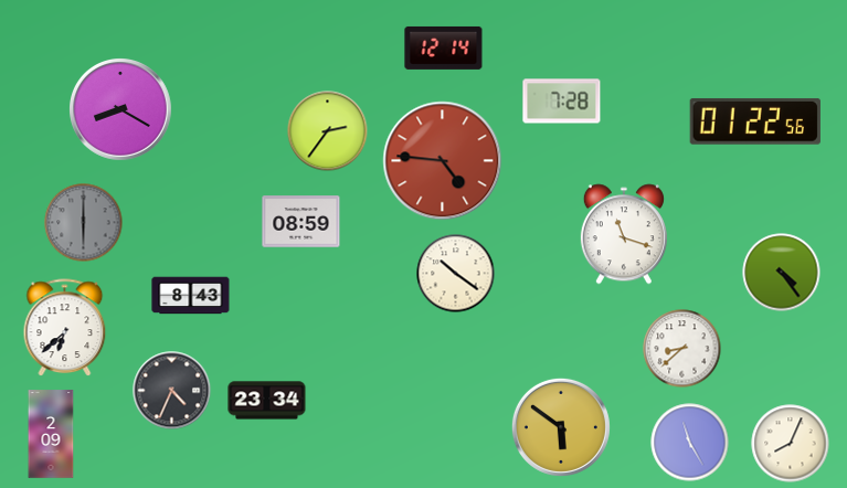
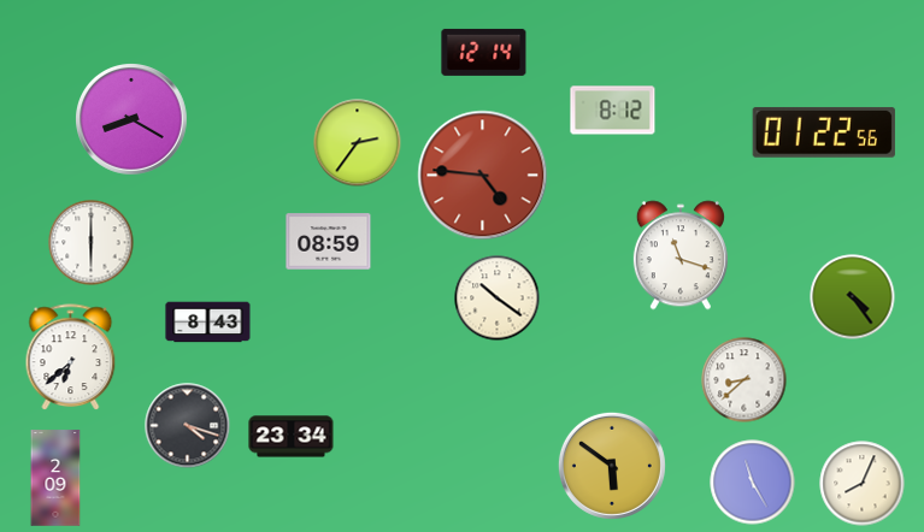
clock at (562, 102): 7:28 -> 8:12
clock at (84, 223) dial: grey -> white
clock at (172, 391): 4:34 -> 4:18
clock at (51, 434) position: (51, 434) -> (55, 478)
